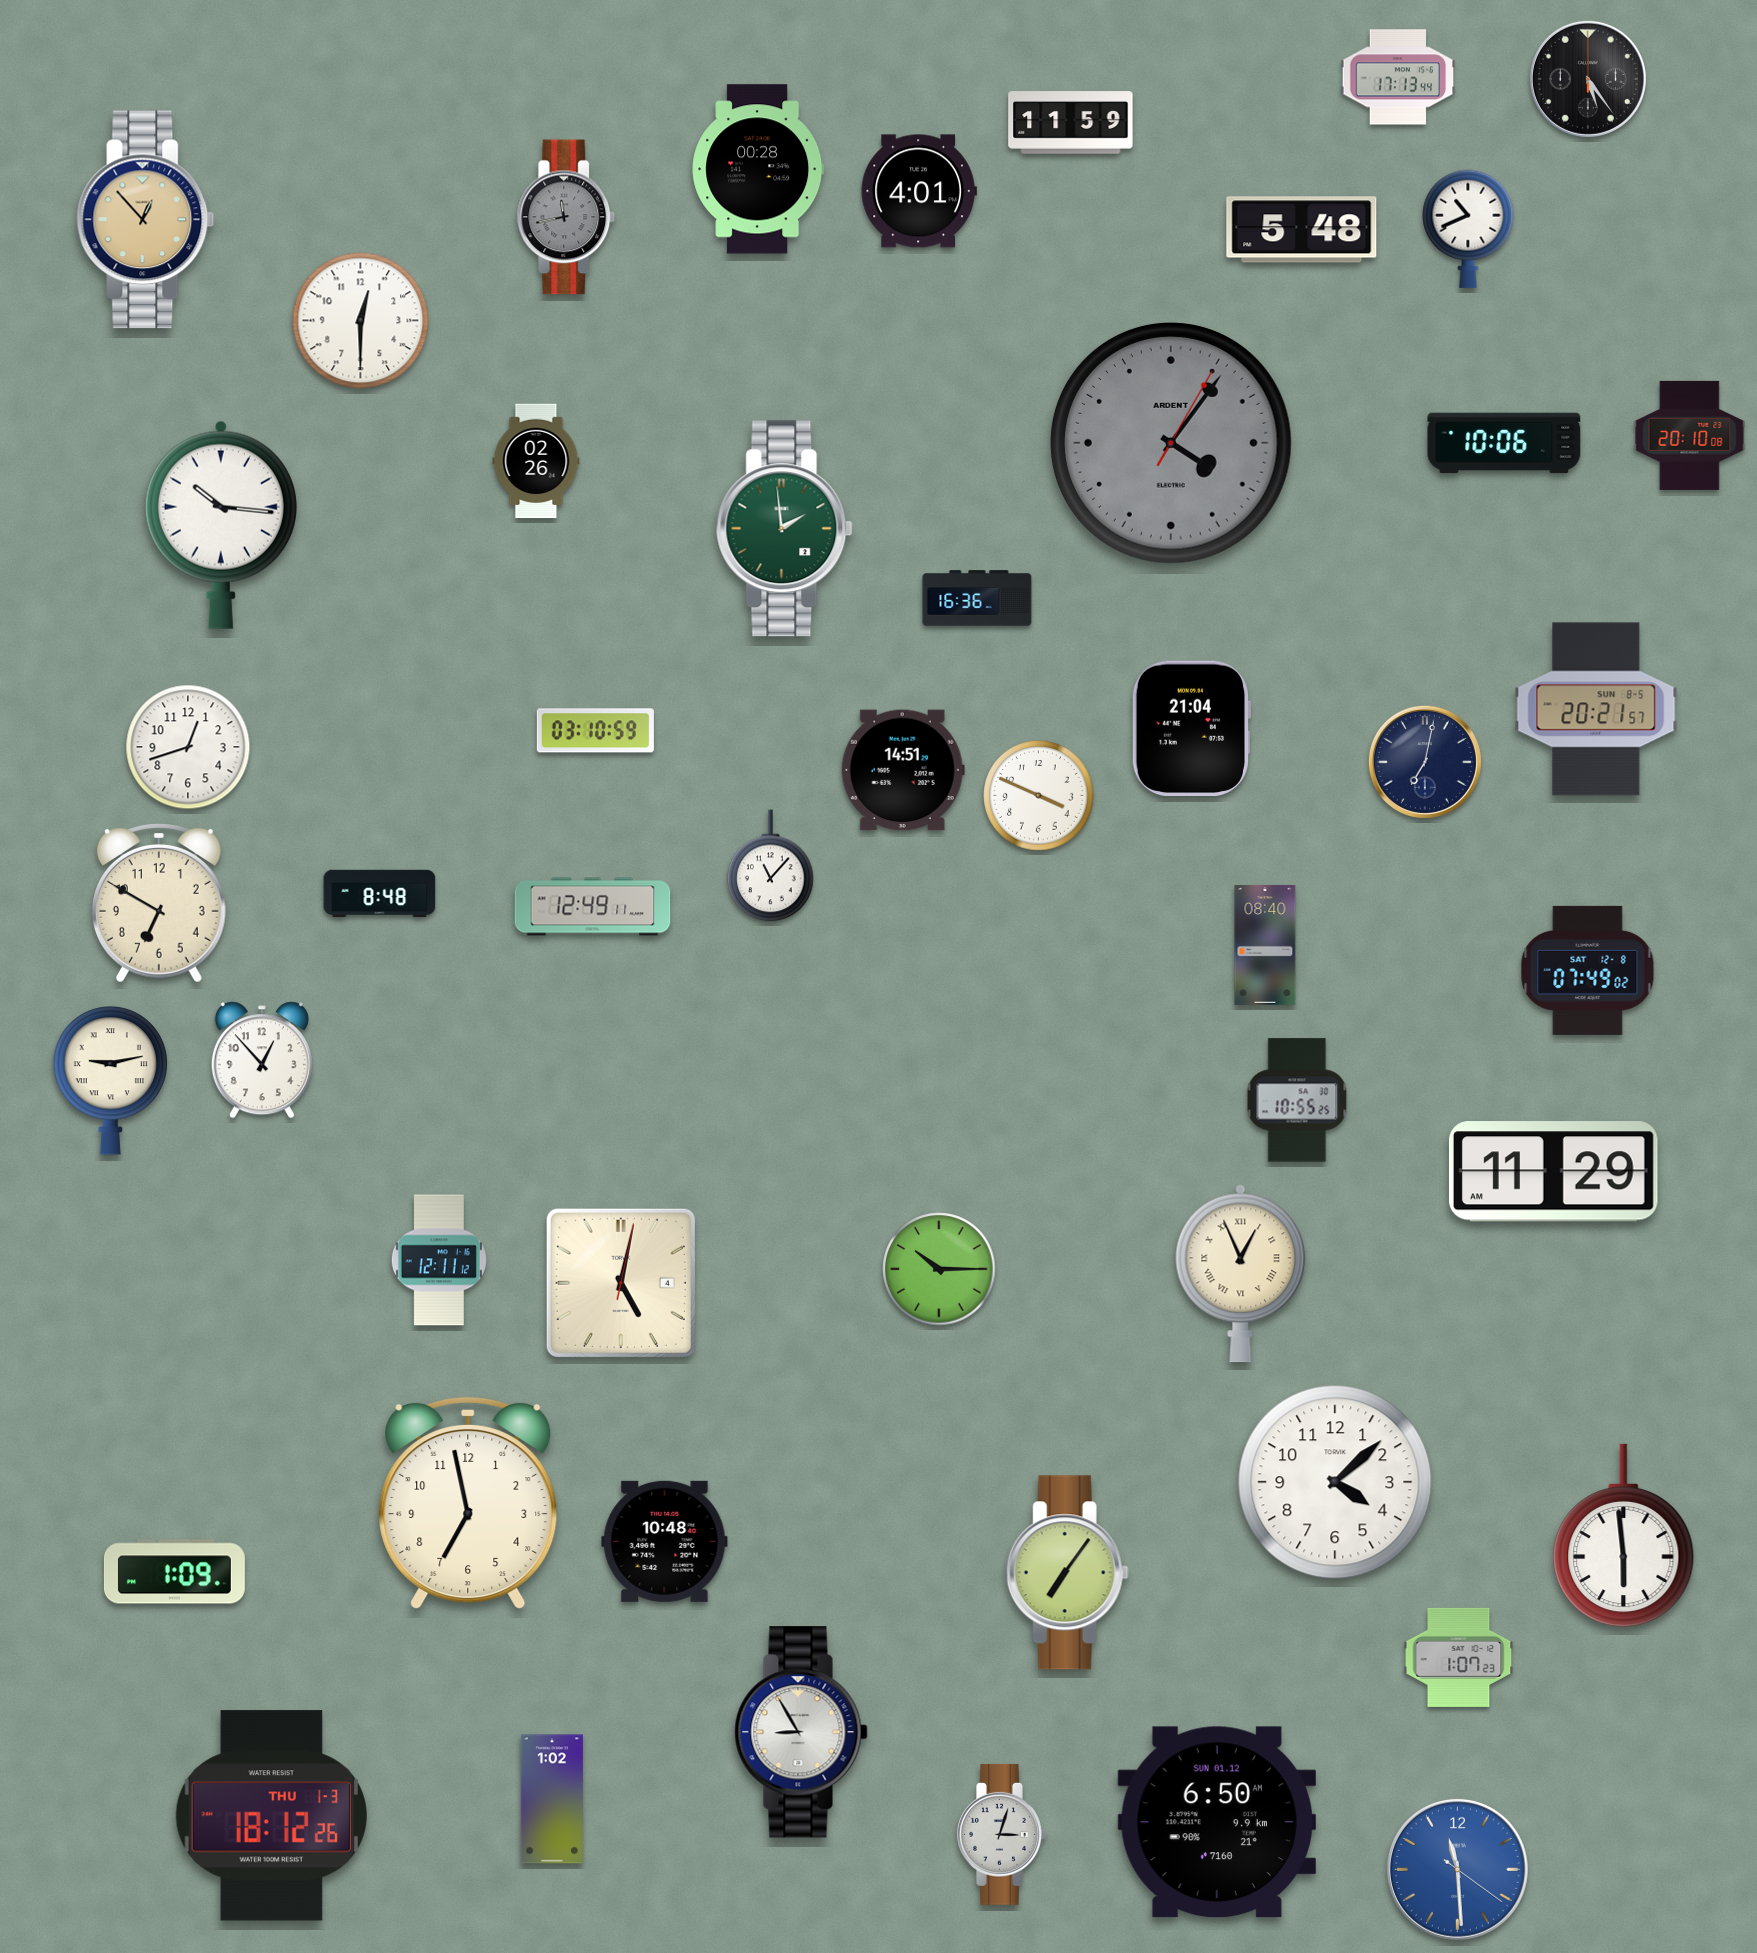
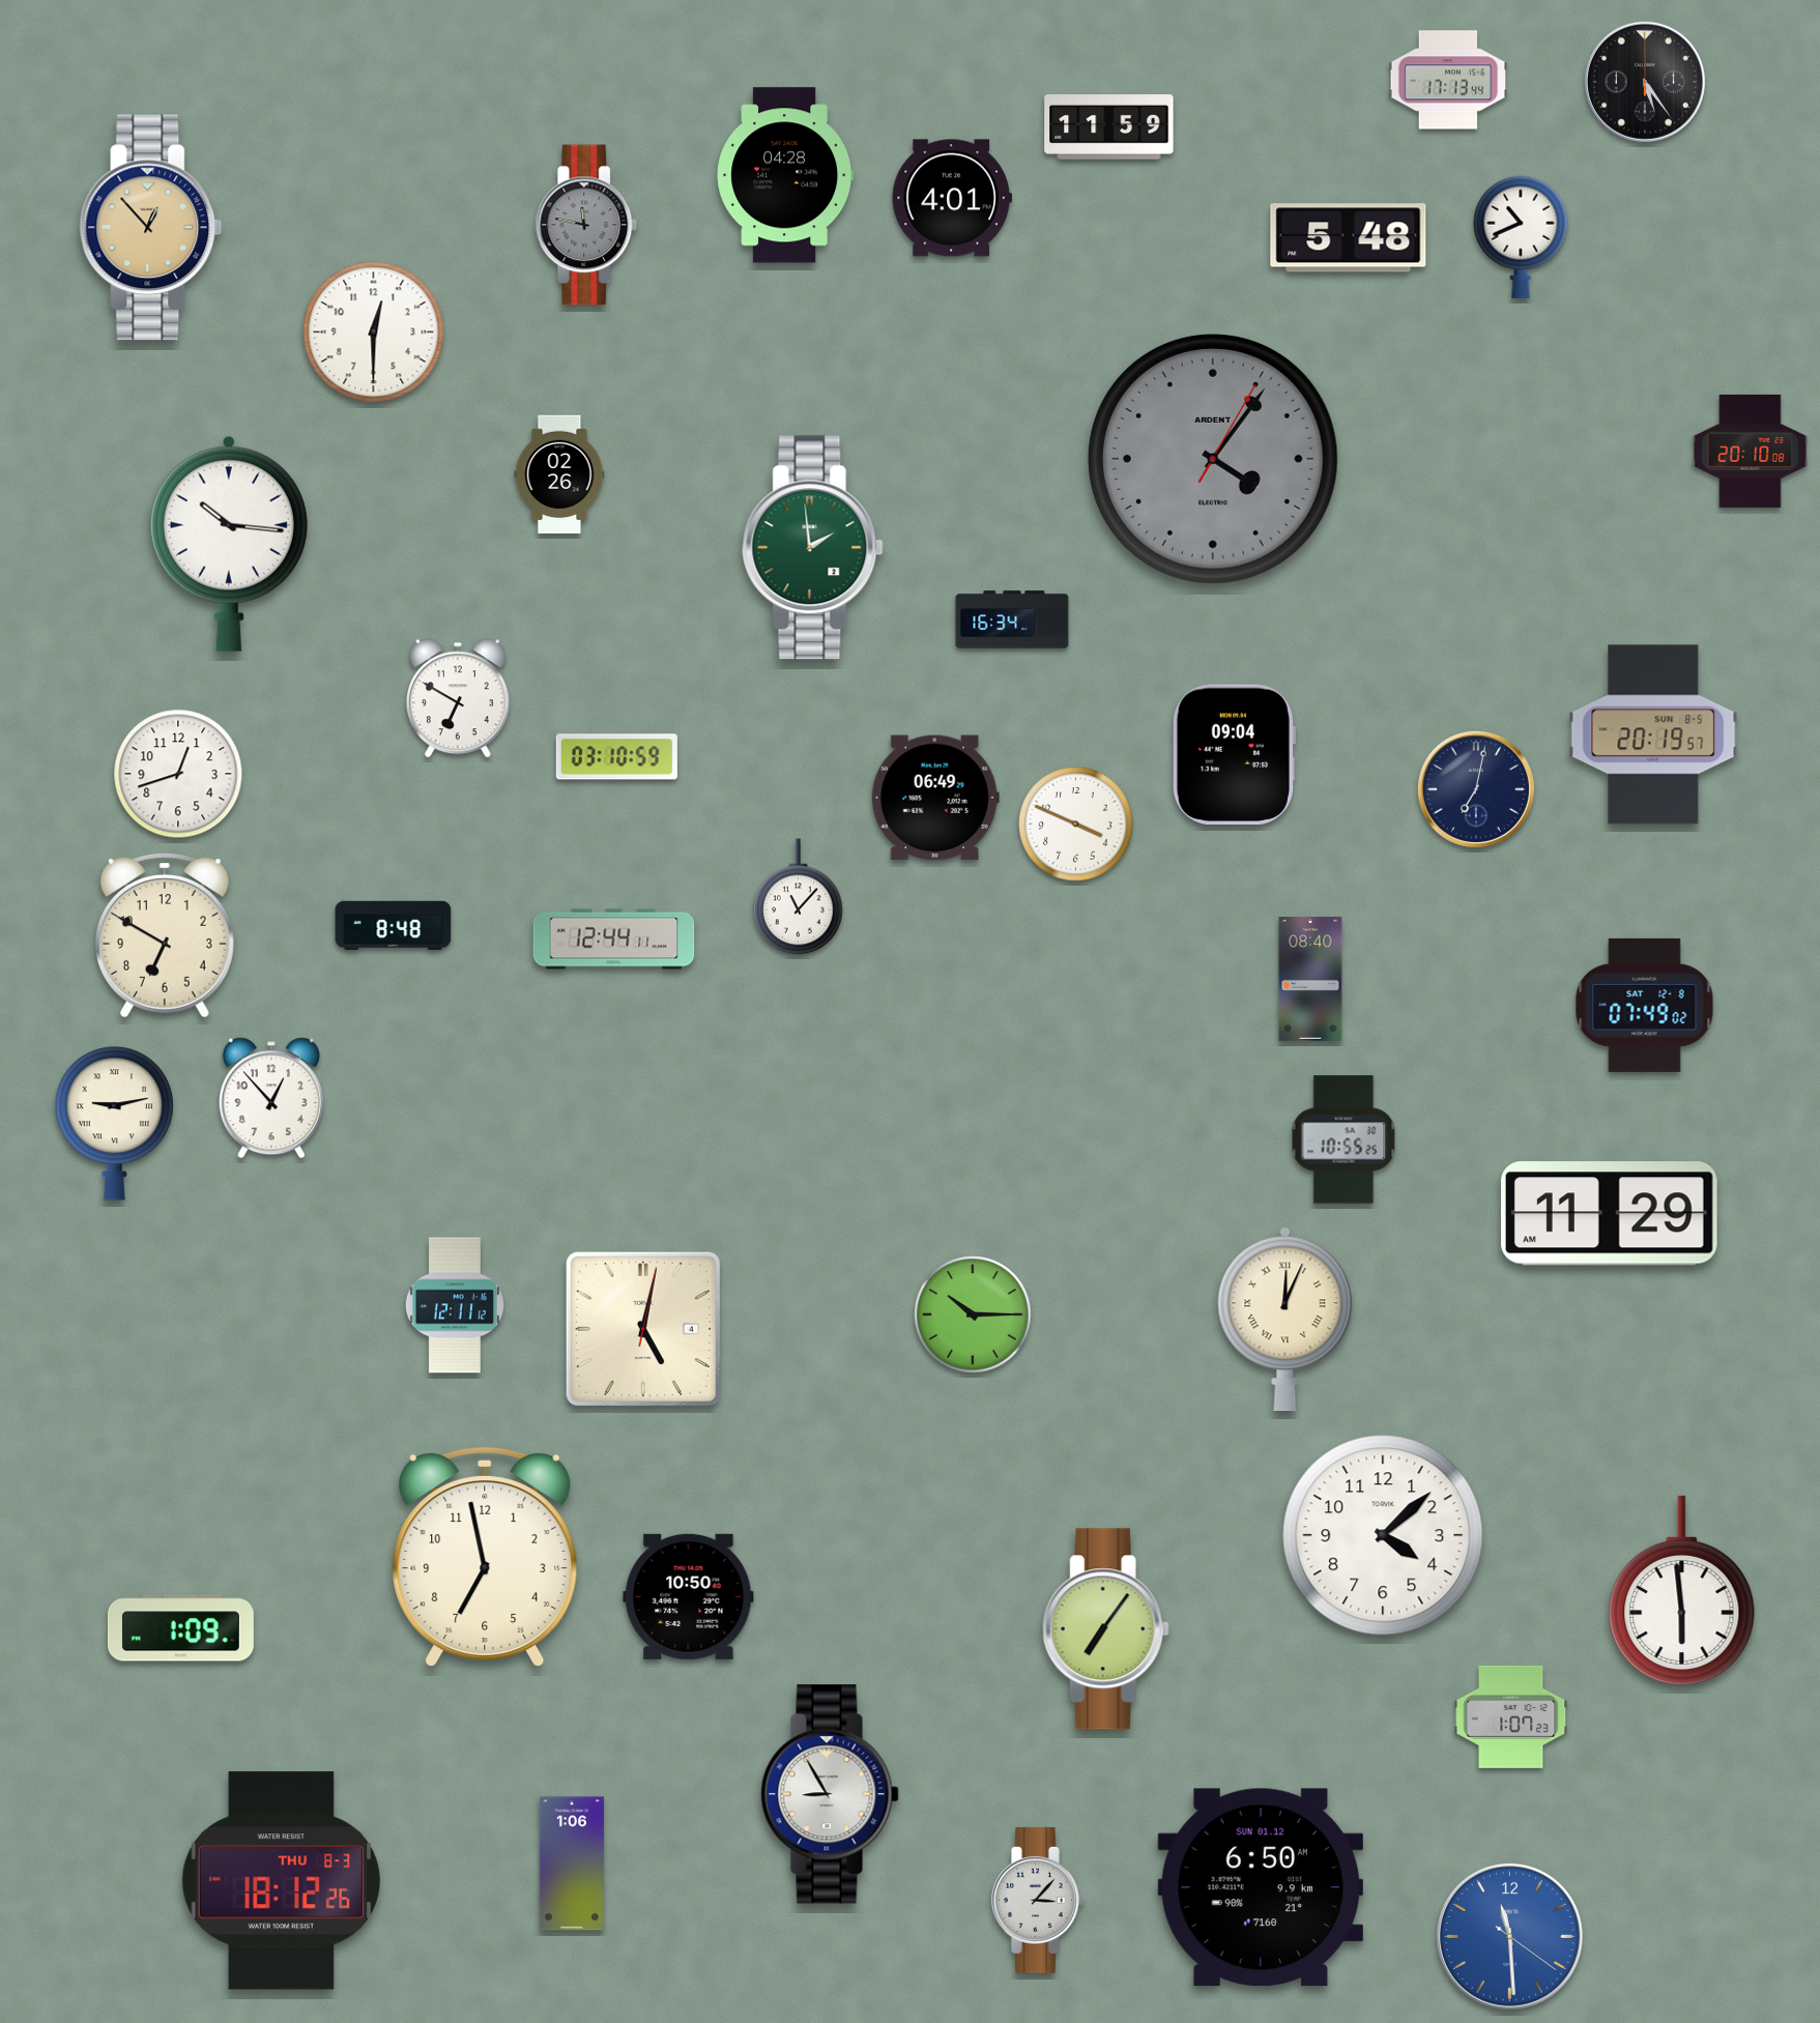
clock at (758, 169): 00:28 -> 04:28
clock at (566, 217): 11:43 -> 11:47
clock at (1504, 443): 10:06 -> none
clock at (536, 461) position: (536, 461) -> (559, 474)
clock at (977, 598): 16:36 -> 16:34
clock at (458, 698): none -> 6:50
clock at (1596, 709): 20:21 -> 20:19
clock at (1190, 728): 21:04 -> 09:04
clock at (188, 747) position: (188, 747) -> (178, 774)
clock at (903, 770): 14:51 -> 06:49
clock at (593, 907): 12:49 -> 12:44
clock at (110, 1081) position: (110, 1081) -> (114, 1124)
clock at (1241, 1274): 12:56 -> 12:04
clock at (665, 1541): 10:48 -> 10:50
clock at (552, 1799): 1:02 -> 1:06
clock at (271, 1816) date: THU 1-3 -> THU 8-3
clock at (1001, 1834): 3:03 -> 3:07
